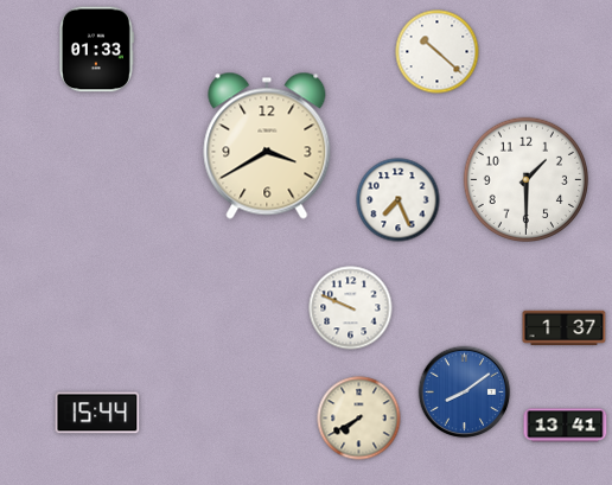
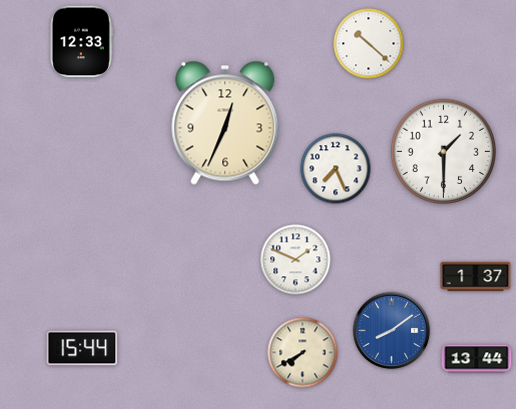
clock at (96, 50): 01:33 -> 12:33
clock at (267, 146): 3:40 -> 12:34
clock at (351, 308): 9:49 -> 1:49
clock at (566, 426): 13:41 -> 13:44
